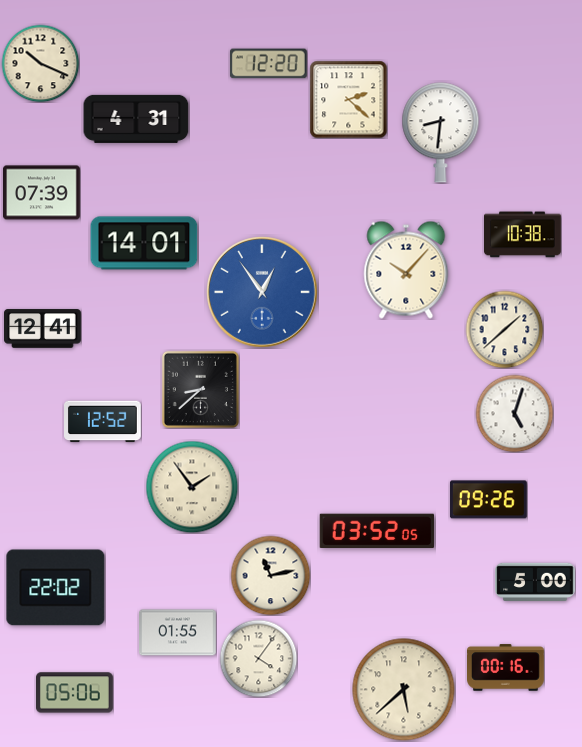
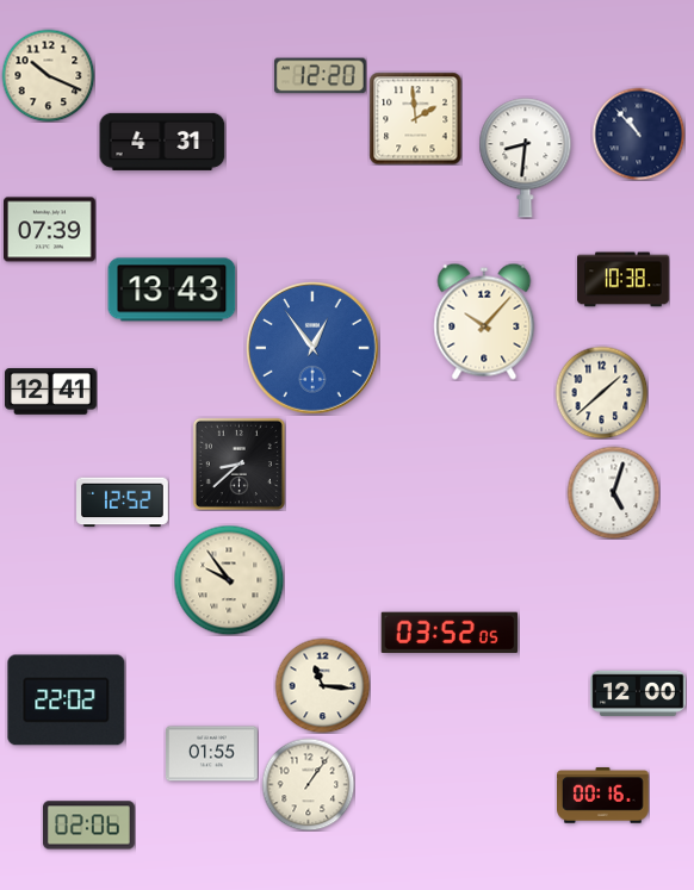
clock at (348, 99): 2:22 -> 1:59
clock at (638, 133): none -> 10:53
clock at (144, 243): 14:01 -> 13:43
clock at (192, 487): 1:54 -> 9:54
clock at (488, 500): 09:26 -> none
clock at (270, 575): 11:13 -> 11:16
clock at (535, 581): 5:00 -> 12:00
clock at (258, 658): 4:06 -> 1:06
clock at (404, 690): 5:38 -> none
clock at (75, 693): 05:06 -> 02:06
